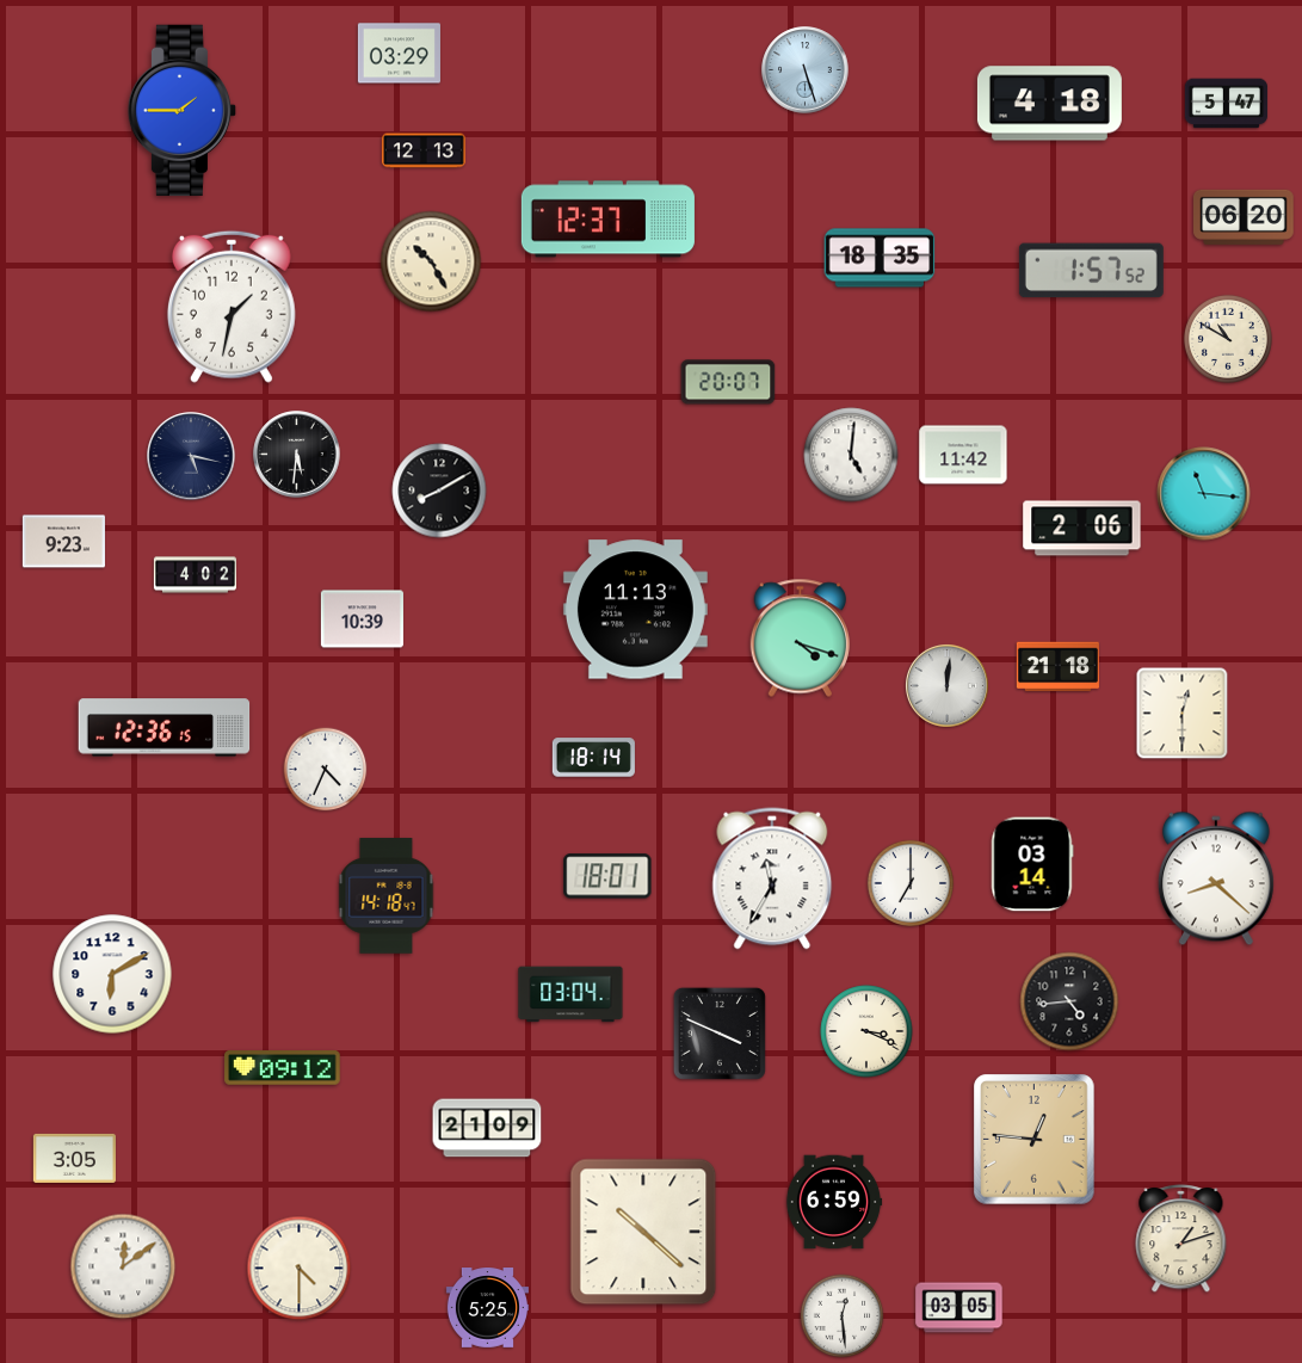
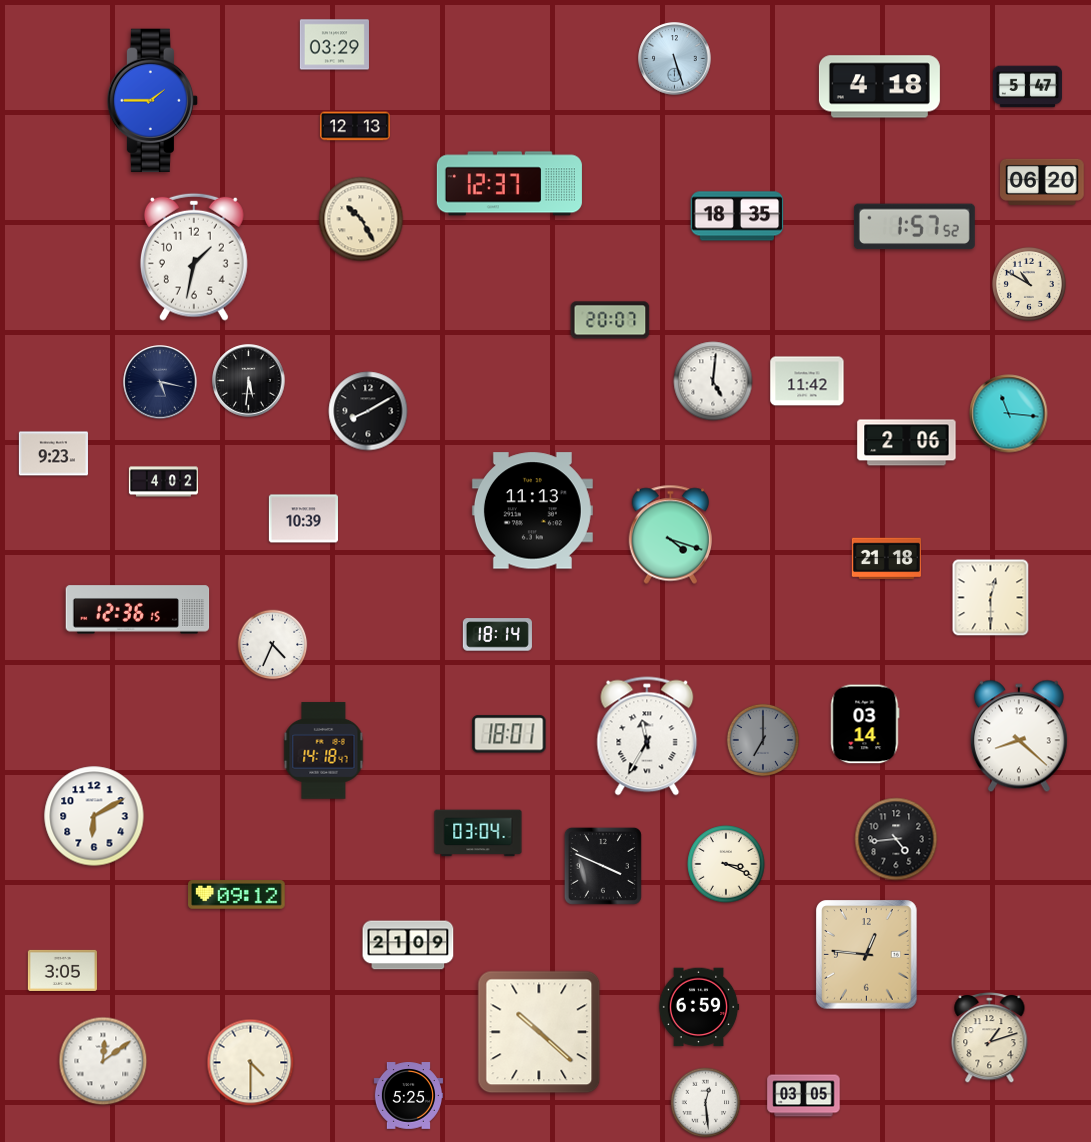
clock at (183, 111) position: (183, 111) -> (153, 101)
clock at (946, 685): 12:01 -> none
clock at (909, 882) dial: white -> grey
